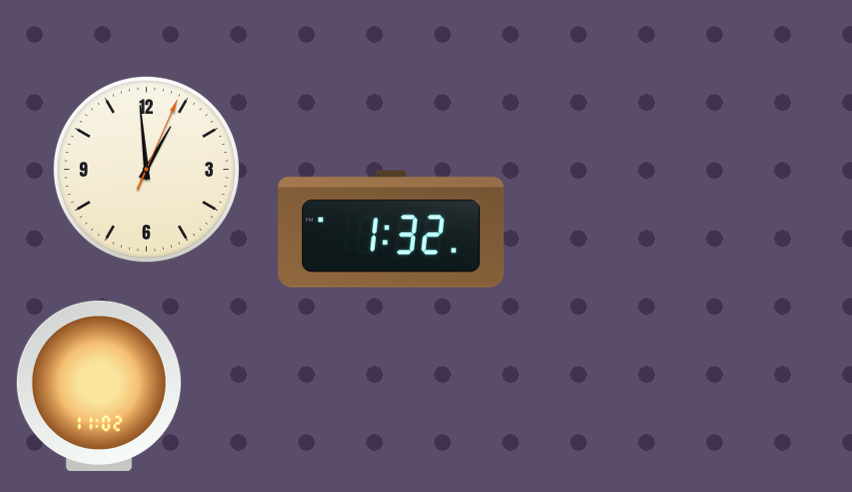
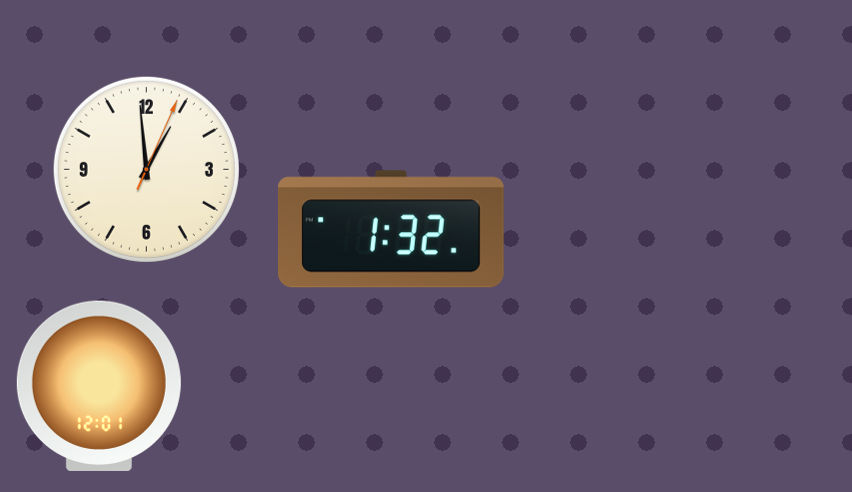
clock at (99, 386): 11:02 -> 12:01
